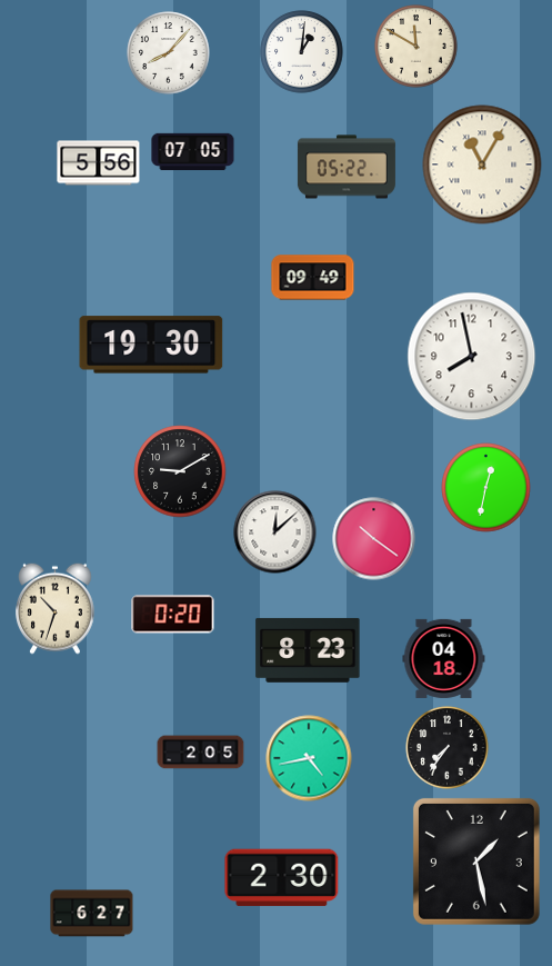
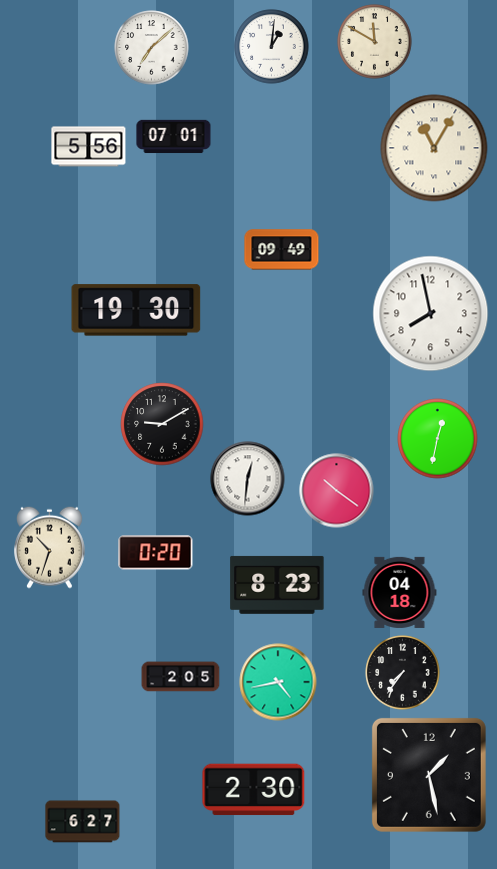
clock at (169, 53): 8:07 -> 7:08
clock at (193, 152): 07:05 -> 07:01
clock at (347, 167): 05:22 -> none
clock at (472, 357) position: (472, 357) -> (431, 314)
clock at (275, 532): 12:08 -> 12:31
clock at (374, 539) position: (374, 539) -> (337, 491)
